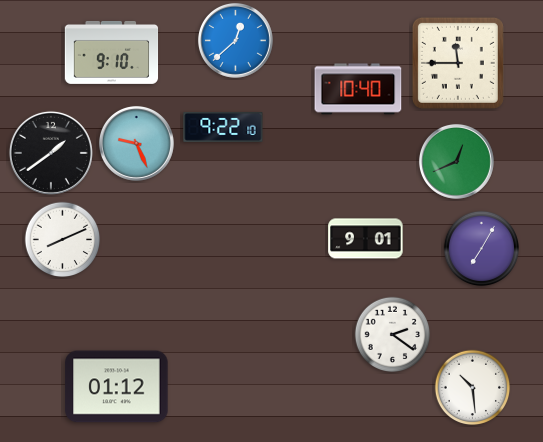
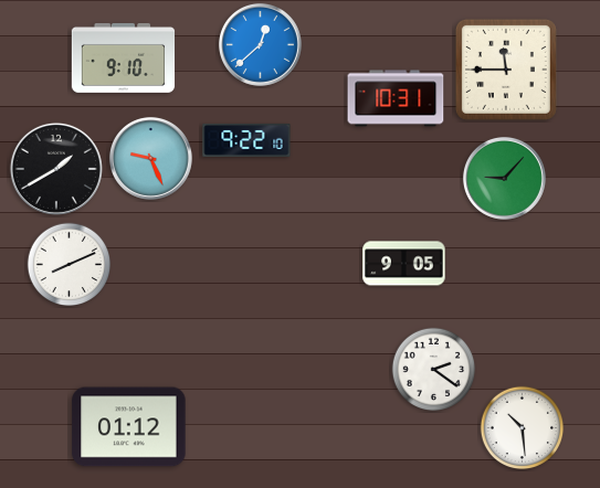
clock at (358, 89): 10:40 -> 10:31
clock at (51, 153): 1:39 -> 1:40
clock at (456, 161): 12:41 -> 9:07
clock at (366, 239): 9:01 -> 9:05
clock at (482, 249): 7:05 -> none
